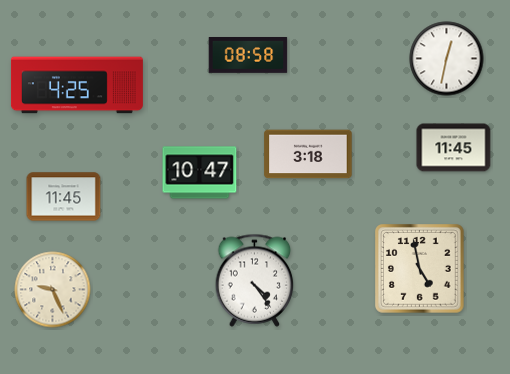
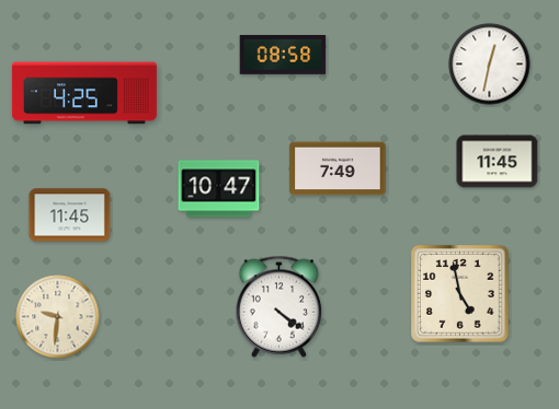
clock at (248, 56) position: (248, 56) -> (283, 56)
clock at (308, 154): 3:18 -> 7:49
clock at (255, 280): 4:24 -> 4:21
clock at (53, 290): 9:26 -> 9:31
